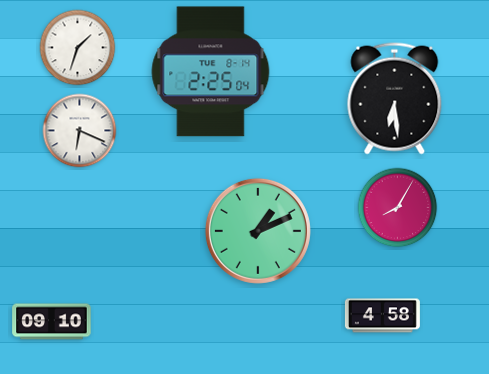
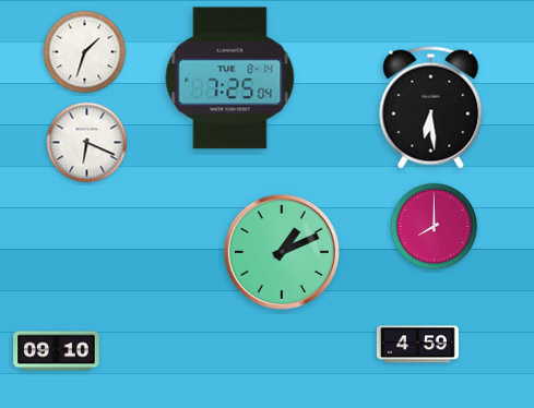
clock at (211, 72): 2:25 -> 7:25
clock at (398, 208): 8:05 -> 8:00
clock at (382, 316): 4:58 -> 4:59
